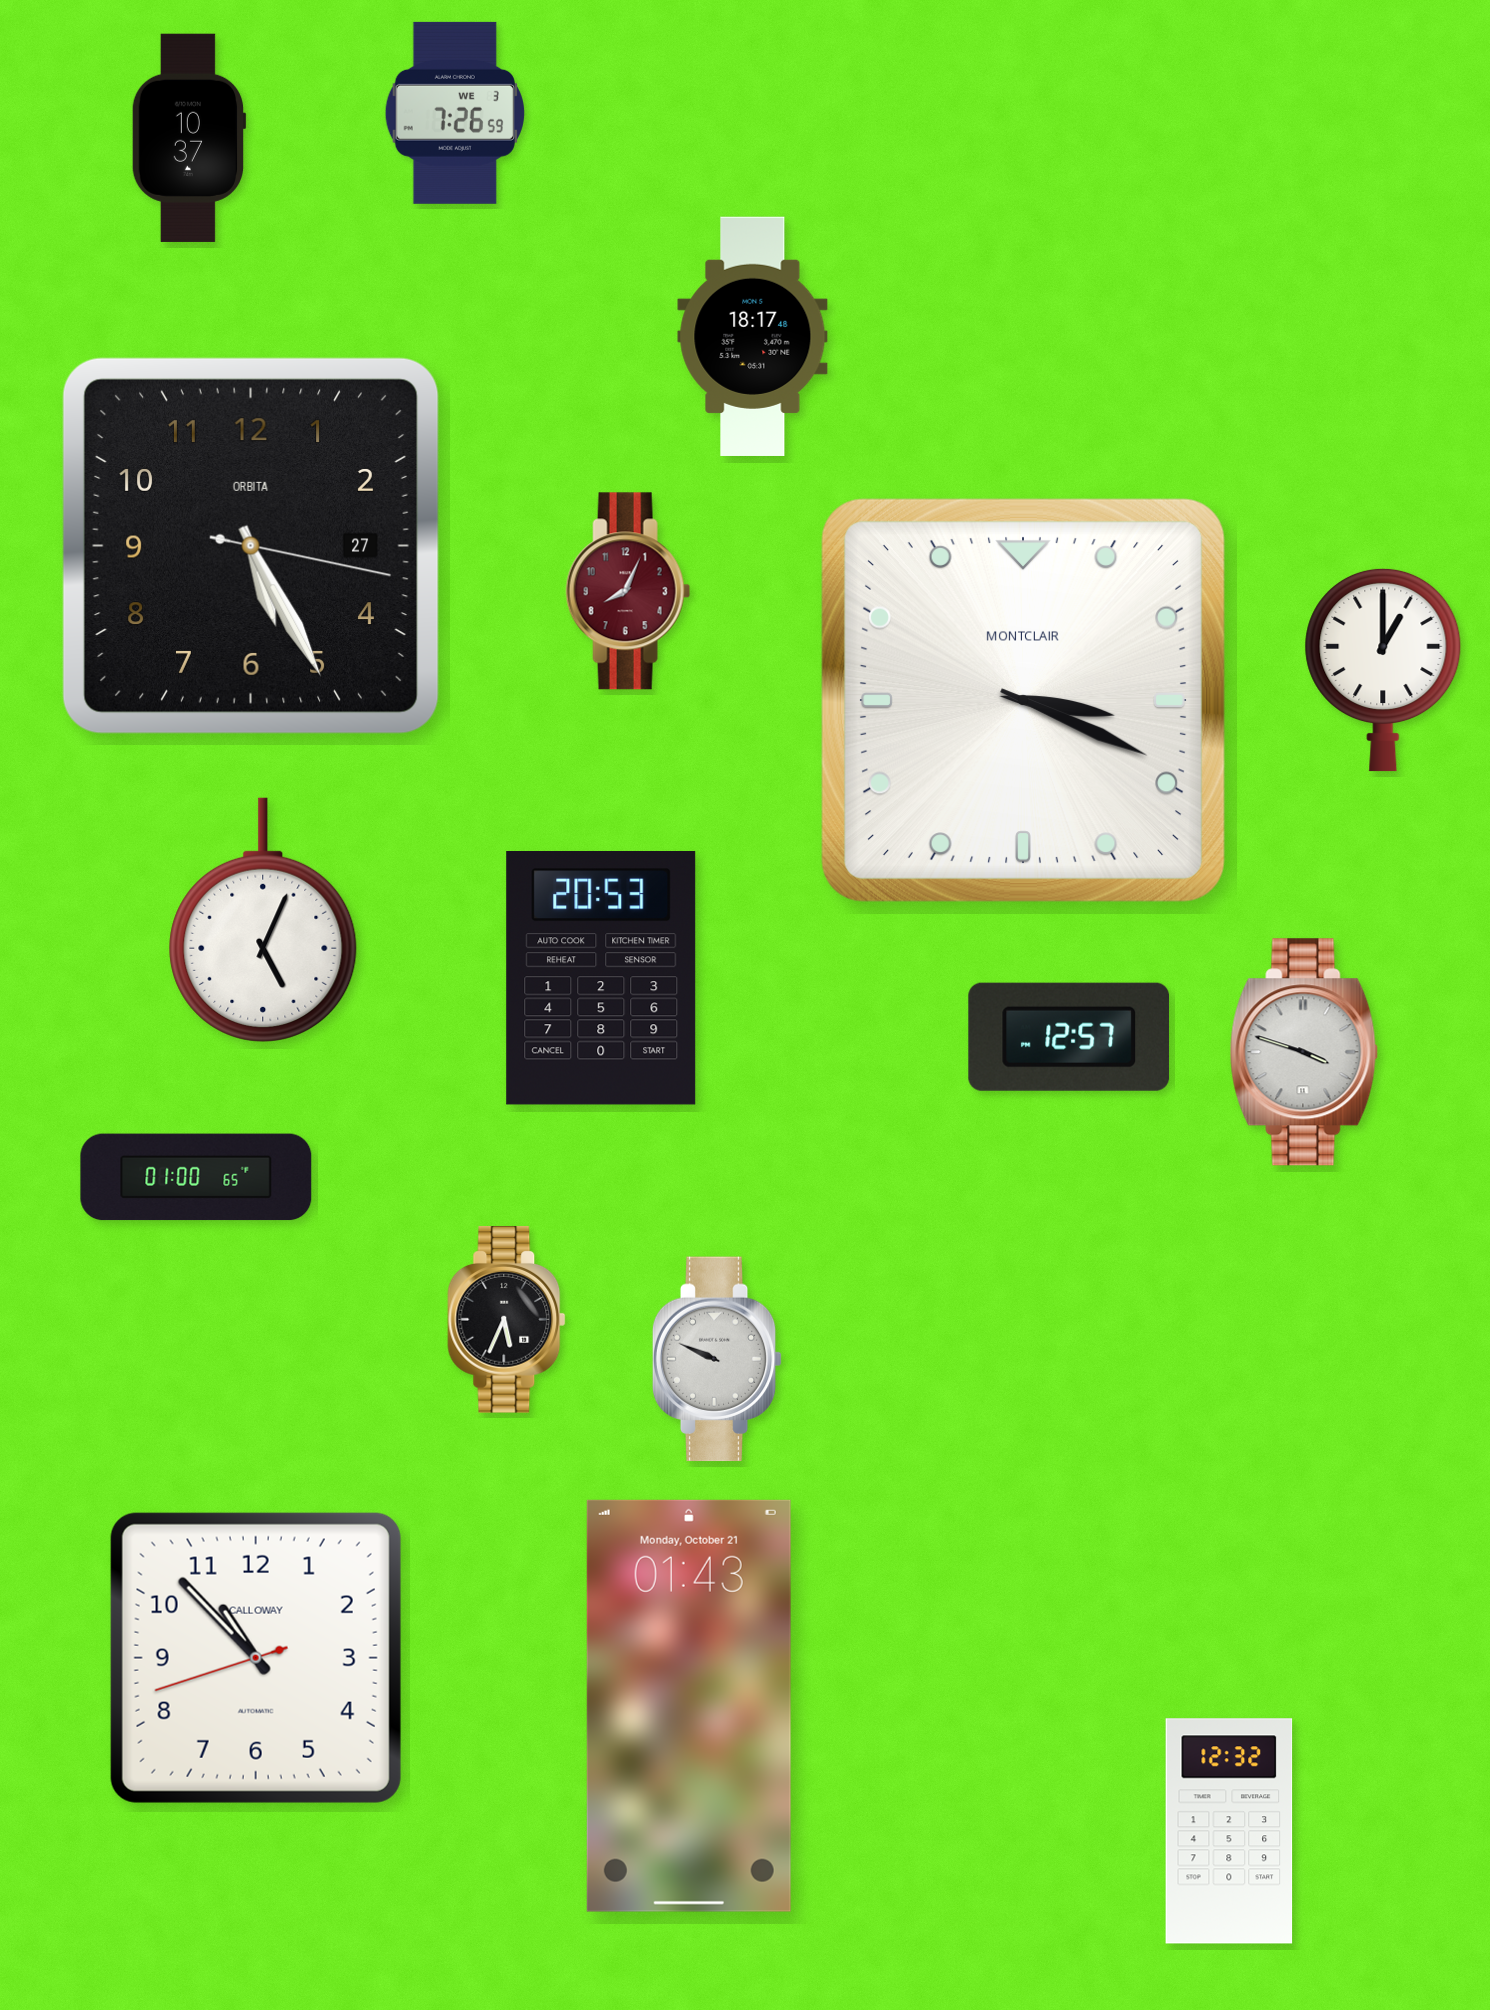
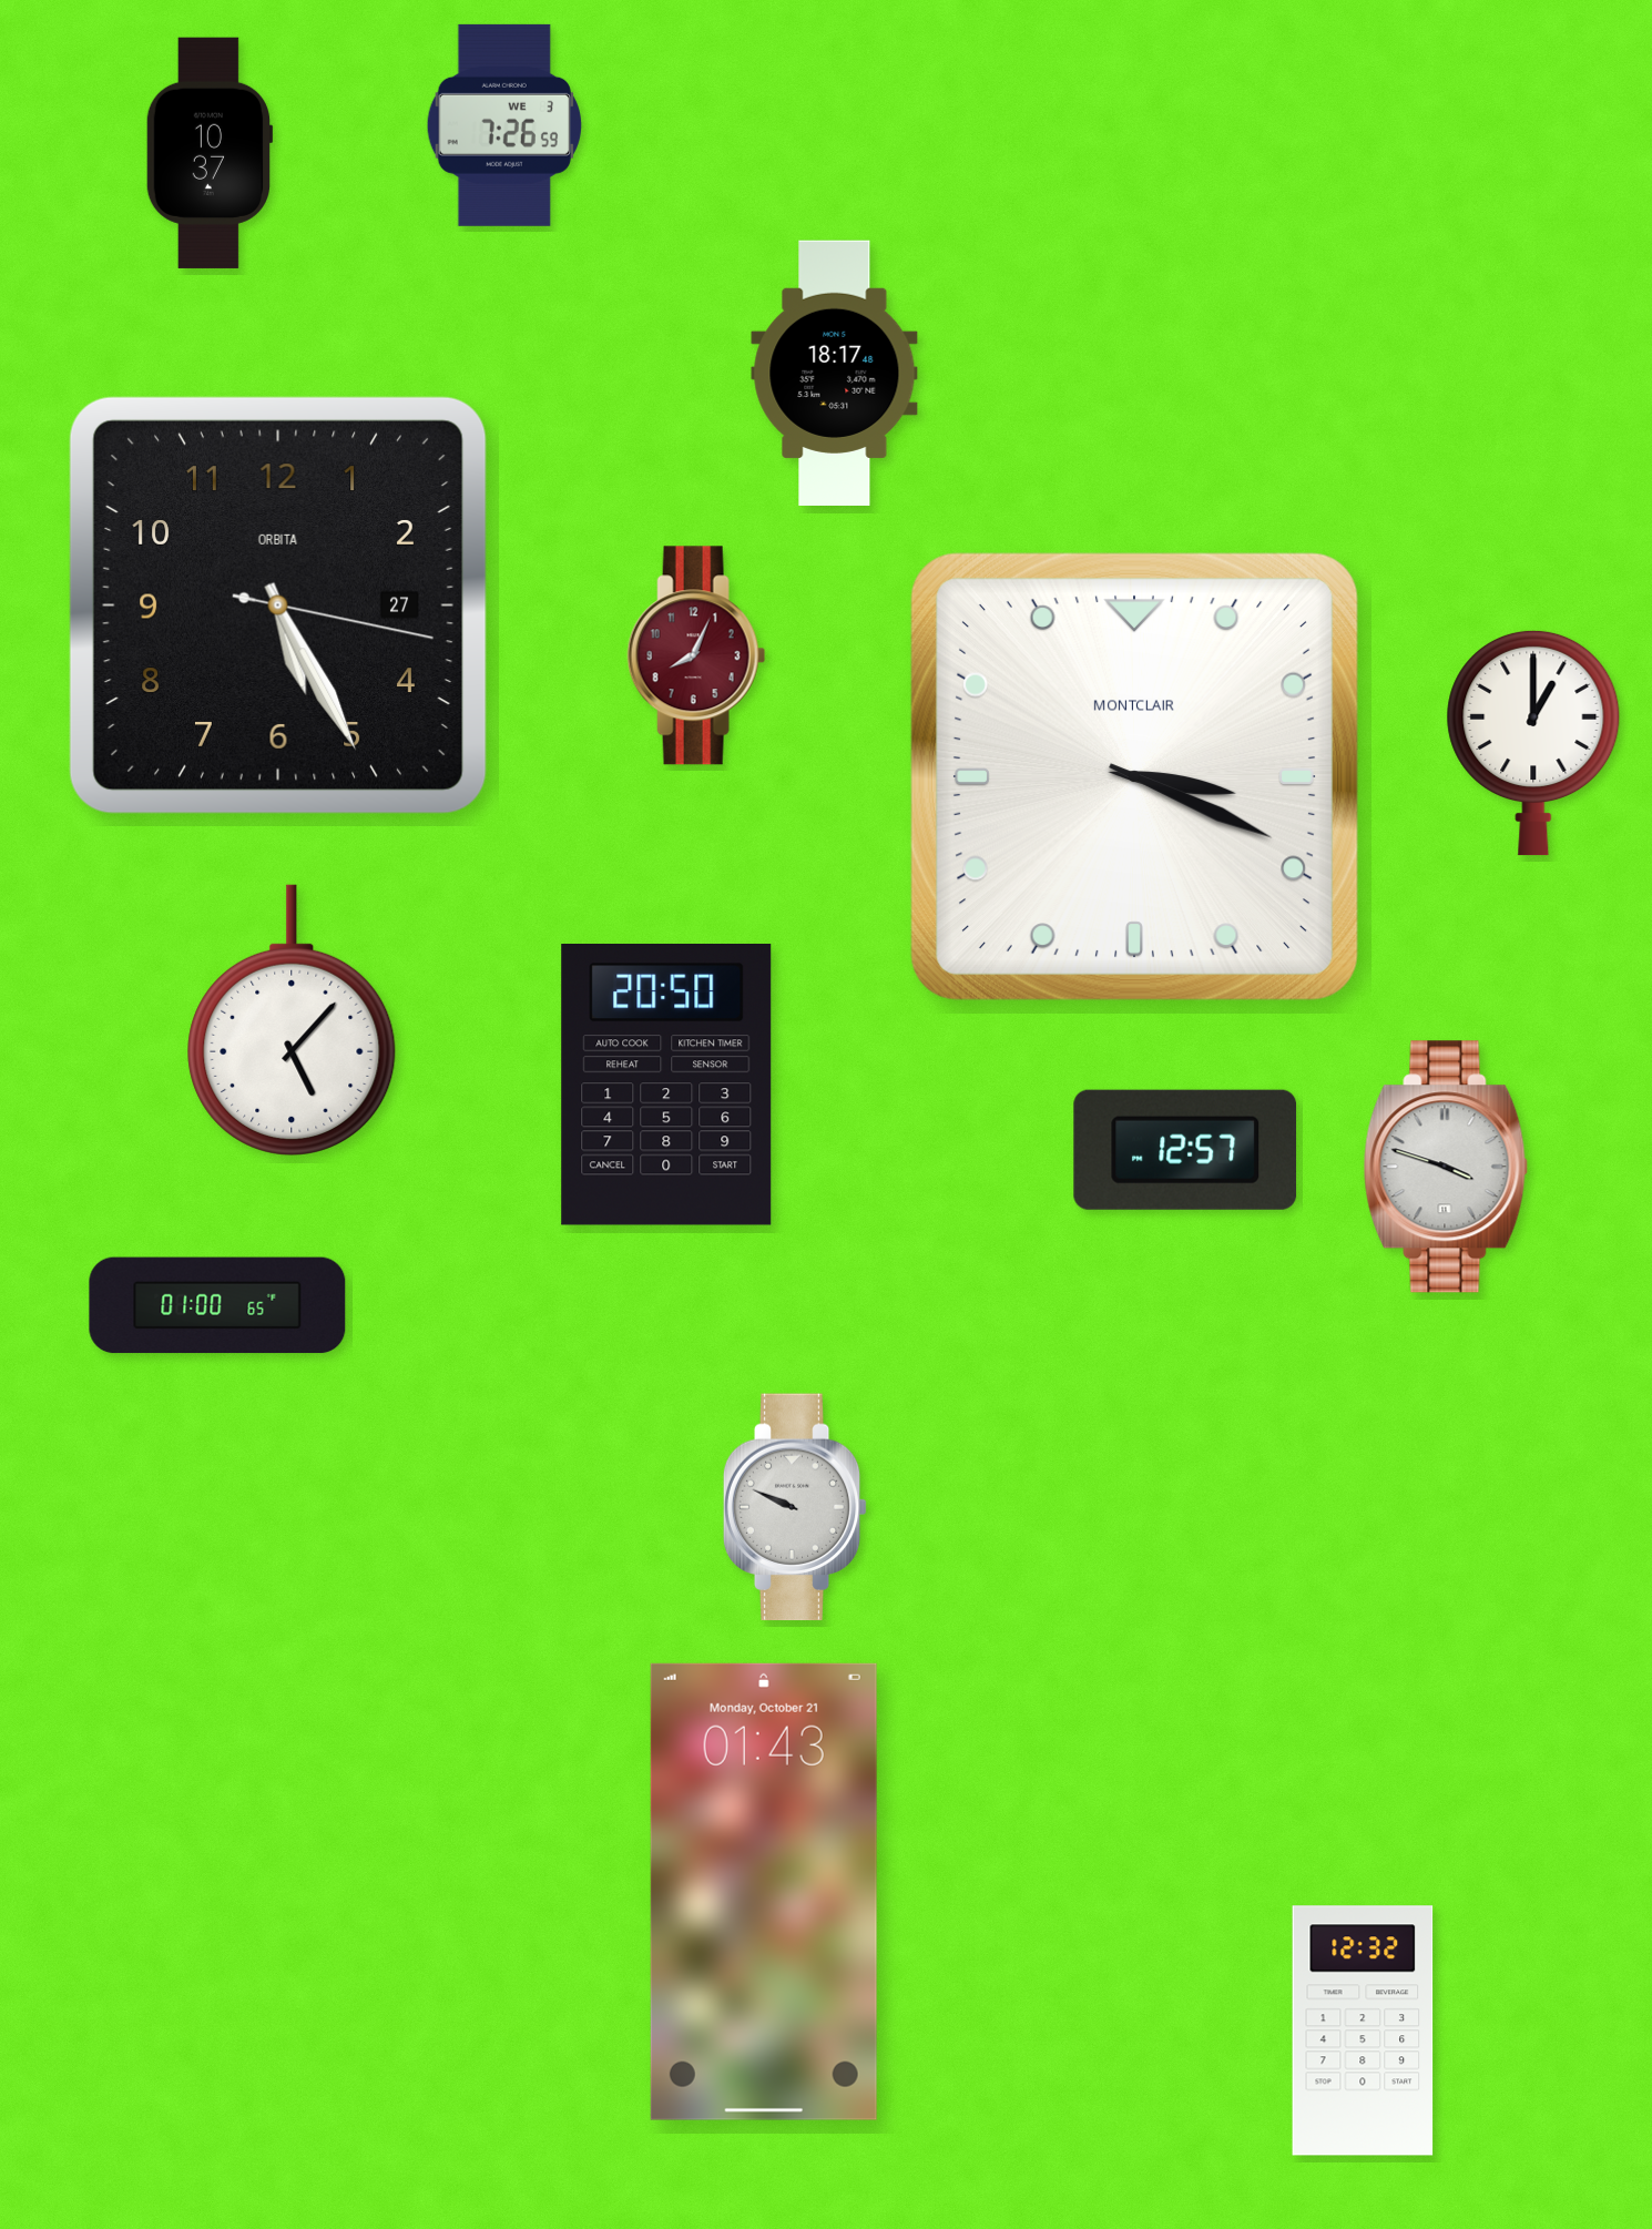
clock at (263, 920): 5:04 -> 5:07
clock at (601, 979): 20:53 -> 20:50
clock at (507, 1320): 5:34 -> none
clock at (256, 1658): 10:52 -> none
